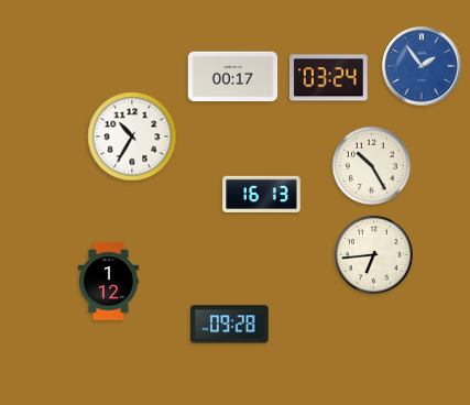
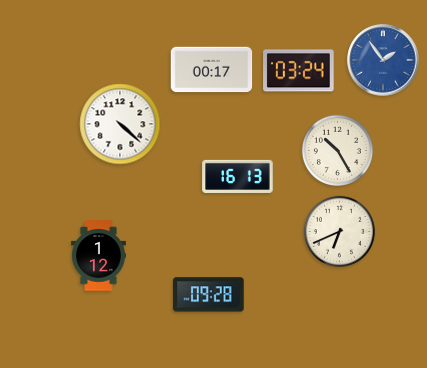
clock at (132, 136): 10:35 -> 4:22
clock at (373, 254): 6:44 -> 6:41
